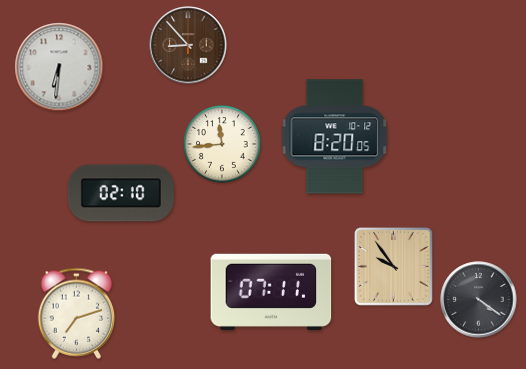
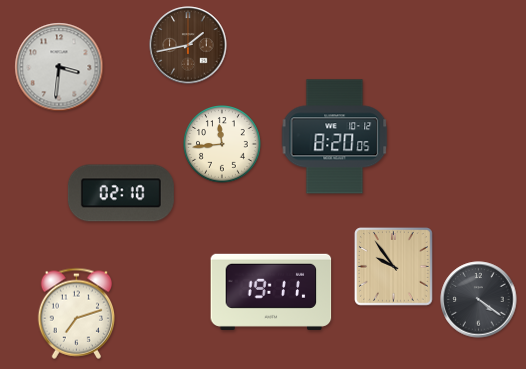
clock at (188, 45): 8:53 -> 1:43
clock at (59, 67): 6:31 -> 3:31
clock at (271, 292): 07:11 -> 19:11
